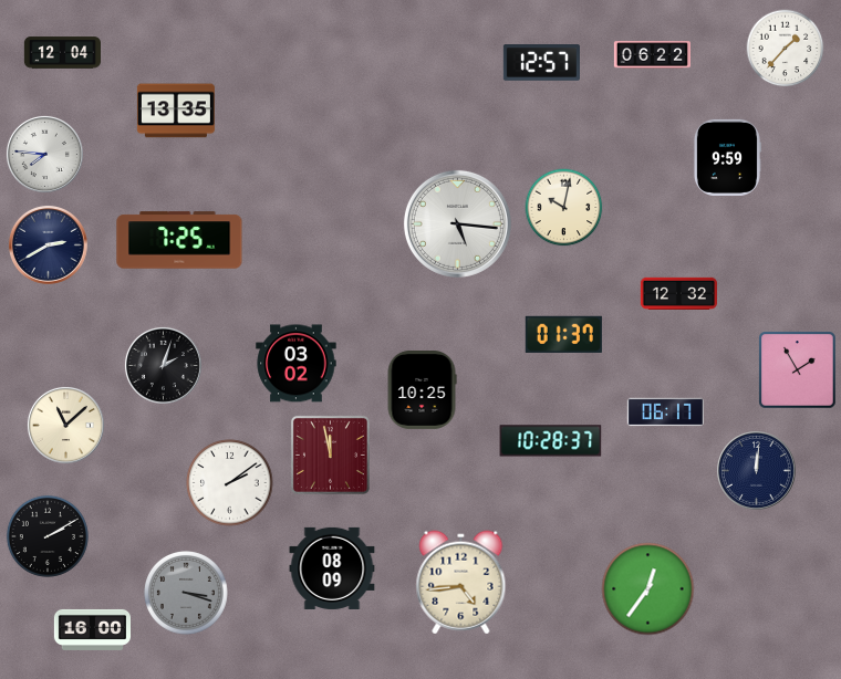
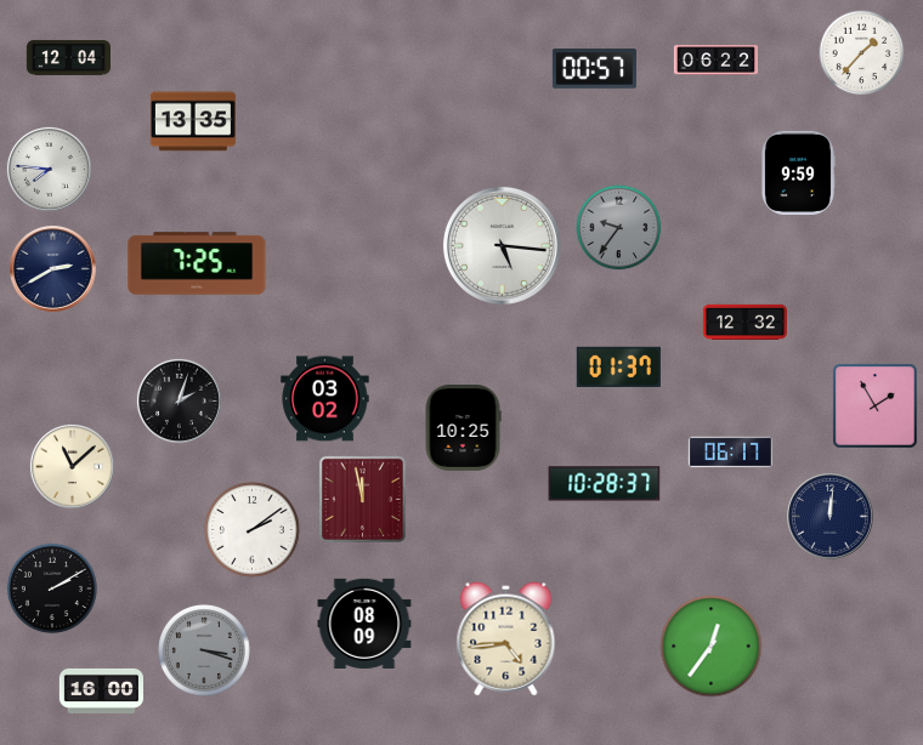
clock at (541, 63): 12:57 -> 00:57
clock at (564, 208): 10:02 -> 9:36
clock at (564, 208) dial: cream -> grey
